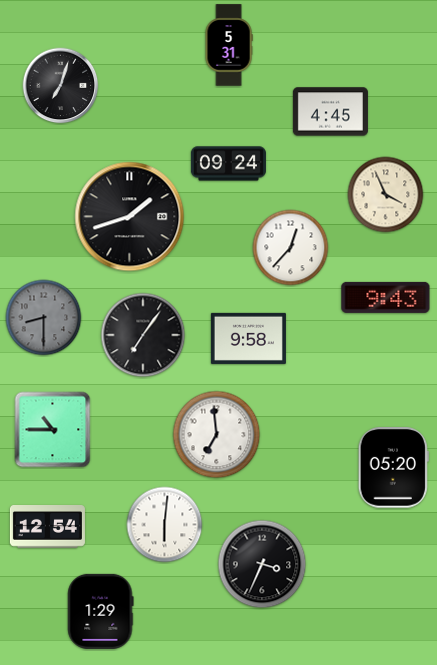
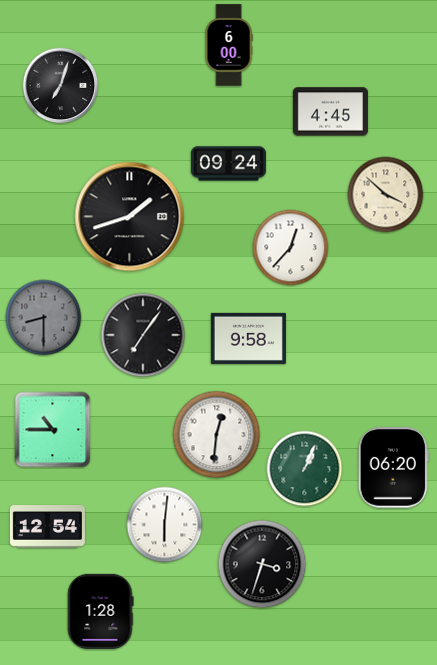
clock at (229, 45): 5:31 -> 6:00
clock at (386, 195): 3:56 -> 3:52
clock at (386, 297): 9:43 -> none
clock at (217, 435): 6:59 -> 12:31
clock at (393, 468): 05:20 -> 06:20
clock at (305, 469): none -> 1:04
clock at (262, 564): 3:34 -> 3:33
clock at (101, 611): 1:29 -> 1:28
